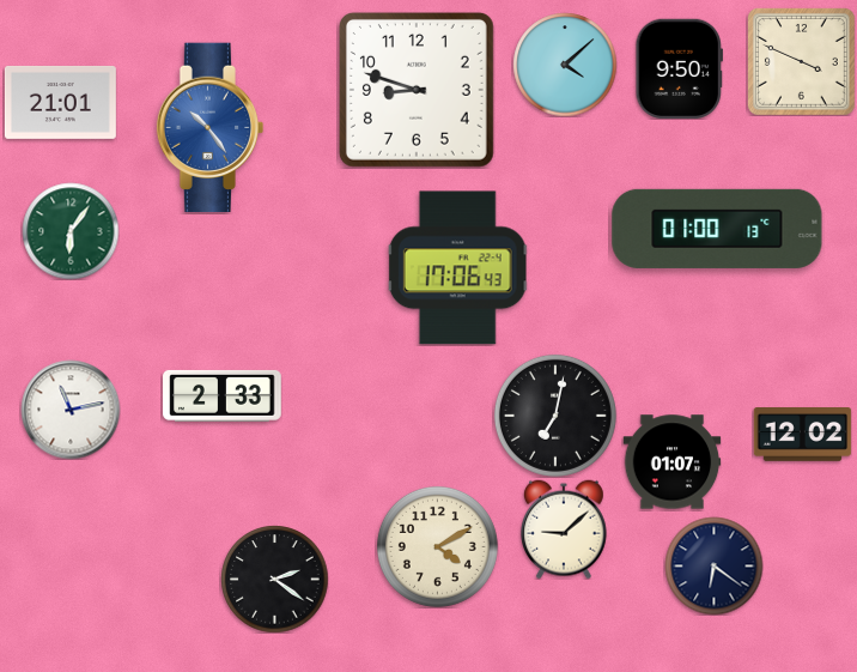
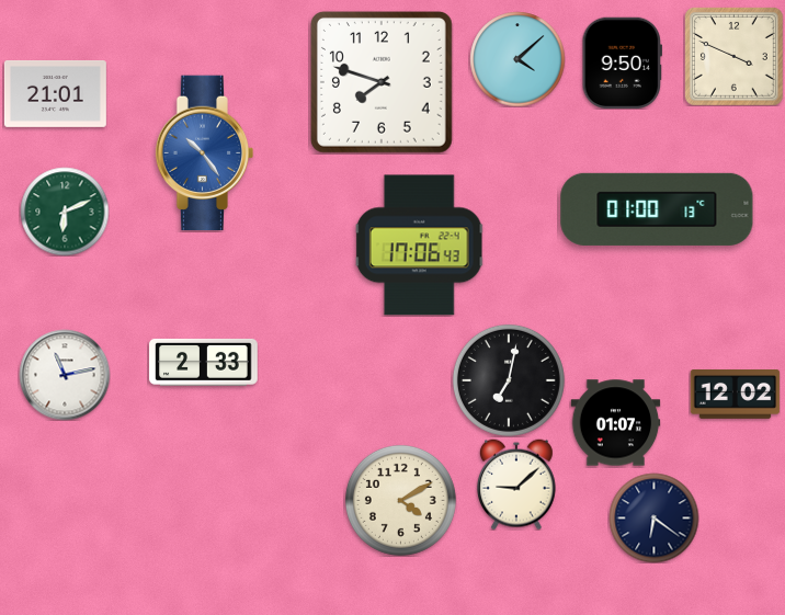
clock at (417, 90): 8:48 -> 7:48
clock at (211, 128) position: (211, 128) -> (205, 153)
clock at (71, 231): 6:06 -> 6:11
clock at (802, 435) position: (802, 435) -> (735, 395)
clock at (274, 579): 2:21 -> none
